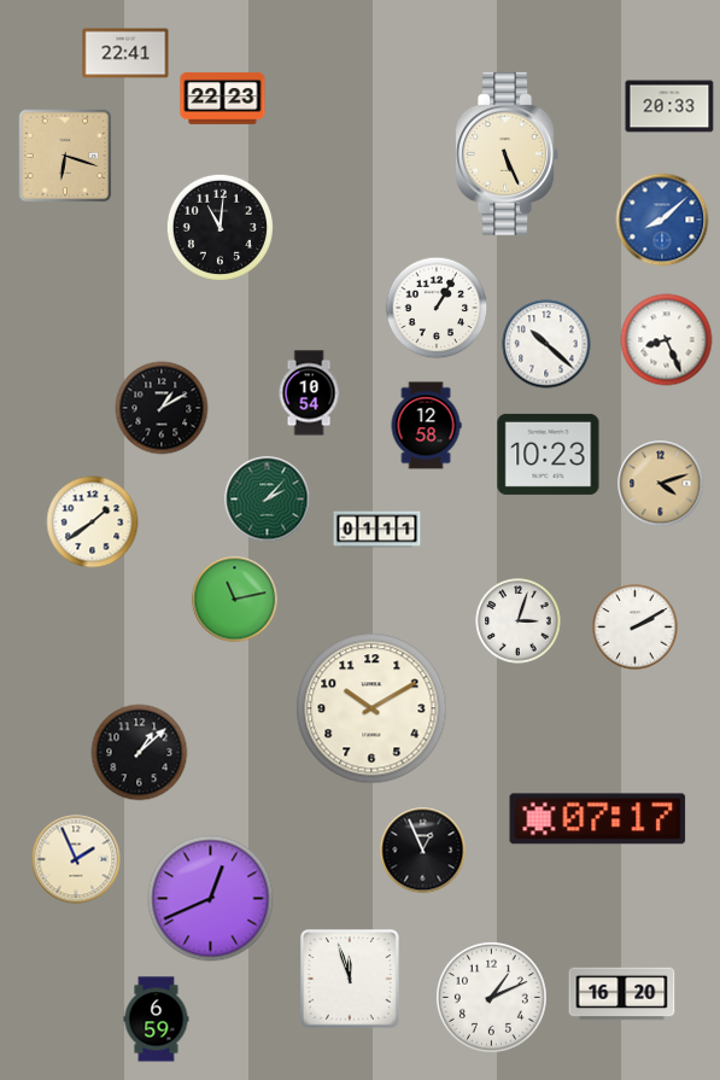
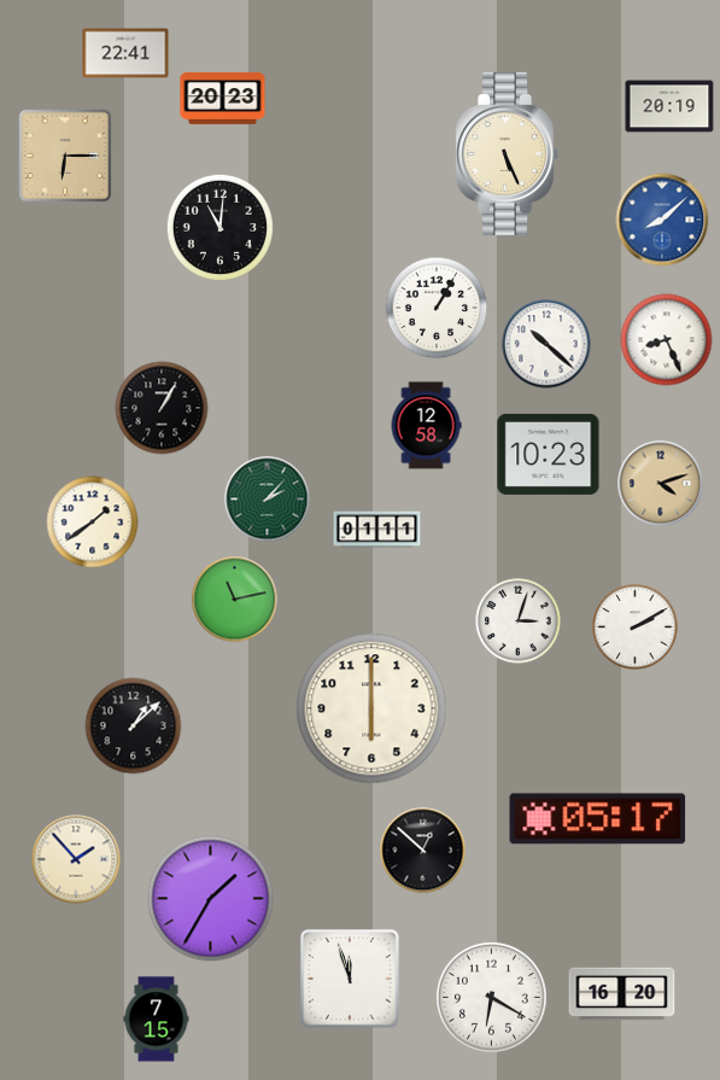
clock at (223, 98): 22:23 -> 20:23
clock at (669, 106): 20:33 -> 20:19
clock at (65, 156): 6:18 -> 6:15
clock at (309, 393): 10:54 -> none
clock at (162, 408): 1:10 -> 1:05
clock at (371, 708): 10:10 -> 6:00
clock at (140, 753) position: (140, 753) -> (134, 726)
clock at (598, 819): 07:17 -> 05:17
clock at (423, 851): 12:56 -> 12:52
clock at (76, 859): 1:56 -> 1:53
clock at (211, 899): 12:41 -> 1:35
clock at (491, 997): 1:11 -> 6:20
clock at (157, 1020): 6:59 -> 7:15
